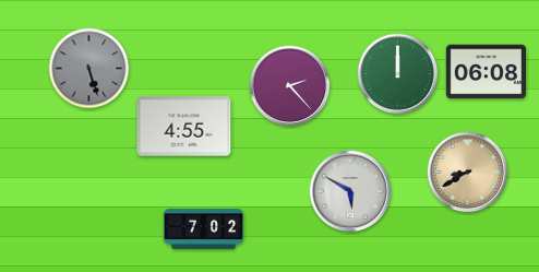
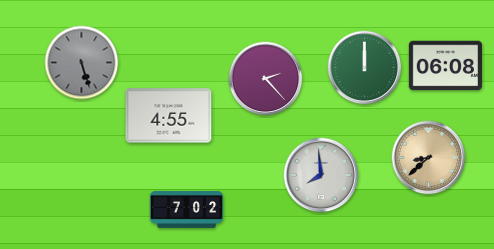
clock at (468, 173): 8:40 -> 8:38
clock at (350, 191): 5:50 -> 7:59
